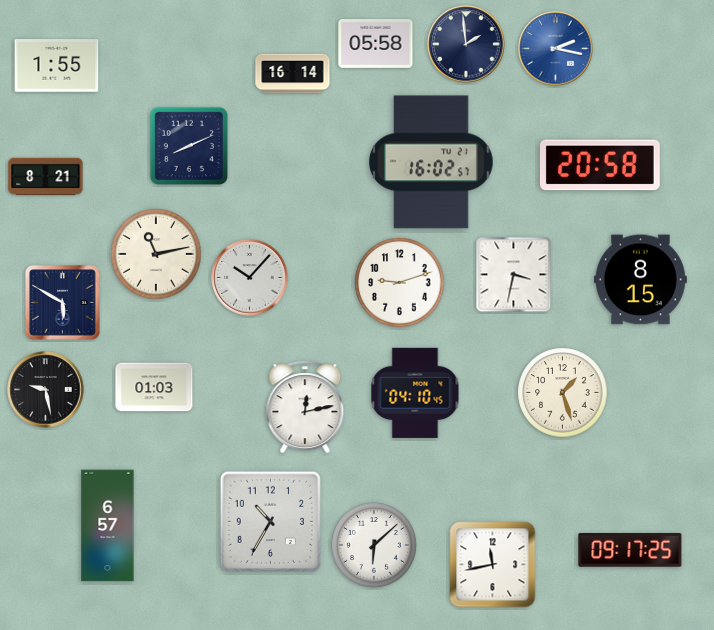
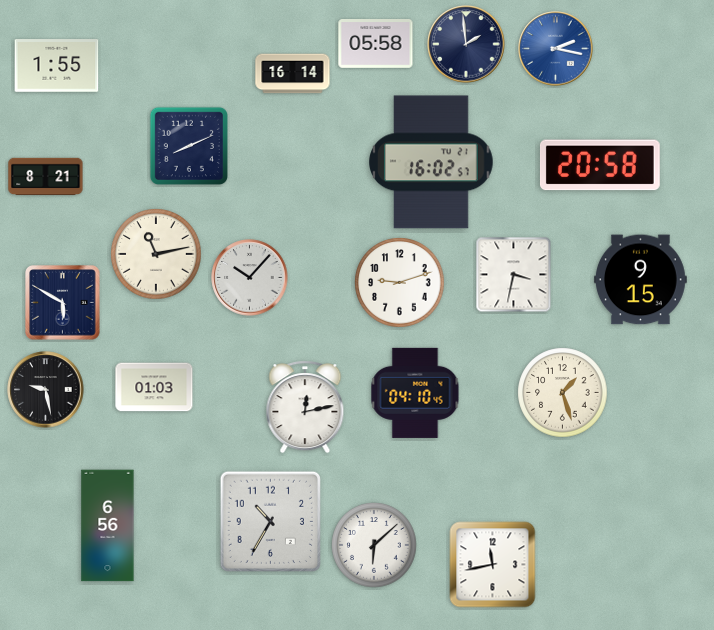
clock at (640, 280): 8:15 -> 9:15
clock at (108, 526): 6:57 -> 6:56
clock at (630, 551): 09:17 -> none
